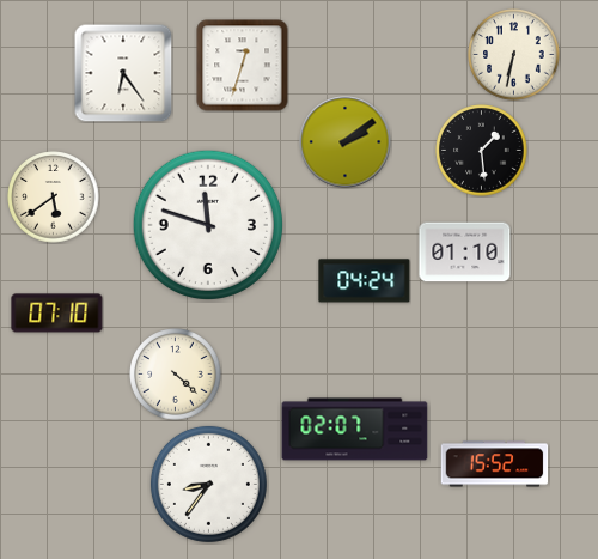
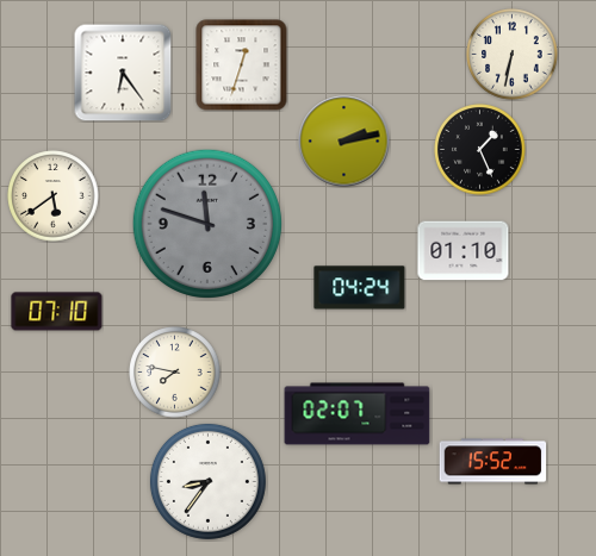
clock at (346, 142): 2:09 -> 2:13
clock at (482, 151): 1:29 -> 1:26
clock at (207, 224) dial: white -> grey
clock at (365, 281) position: (365, 281) -> (360, 288)
clock at (176, 375): 4:22 -> 7:47
clock at (355, 430) position: (355, 430) -> (358, 414)
